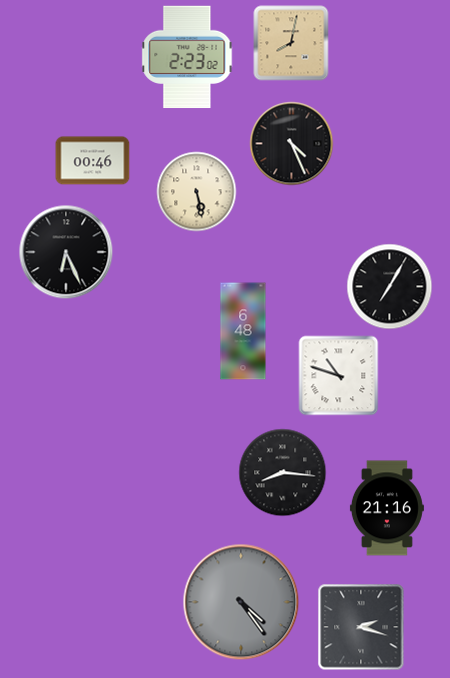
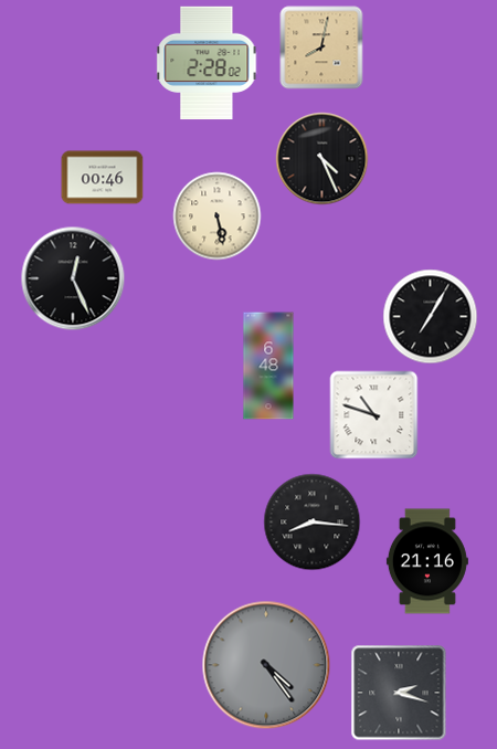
clock at (187, 57): 2:23 -> 2:28
clock at (197, 192) position: (197, 192) -> (218, 217)
clock at (66, 252): 6:26 -> 12:26
